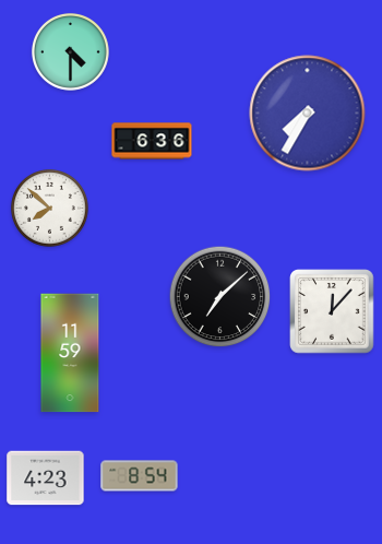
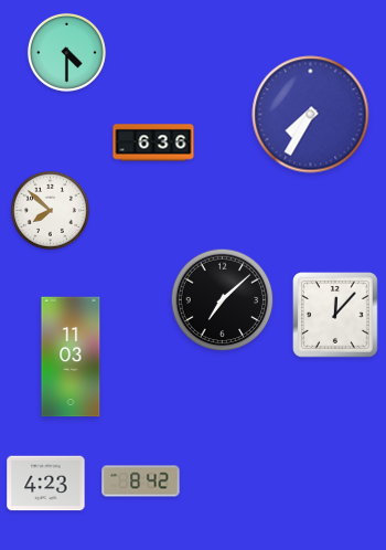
clock at (71, 52) position: (71, 52) -> (67, 53)
clock at (70, 353): 11:59 -> 11:03
clock at (140, 476): 8:54 -> 8:42
